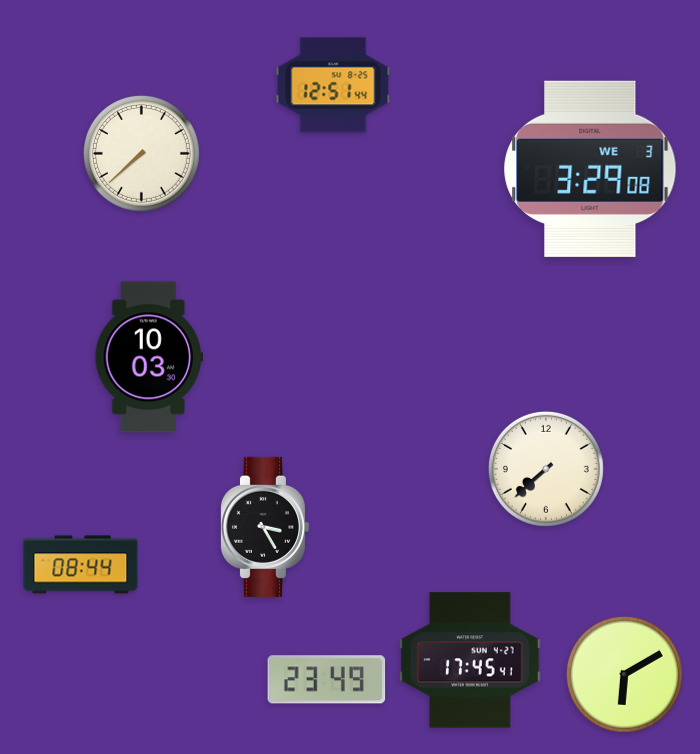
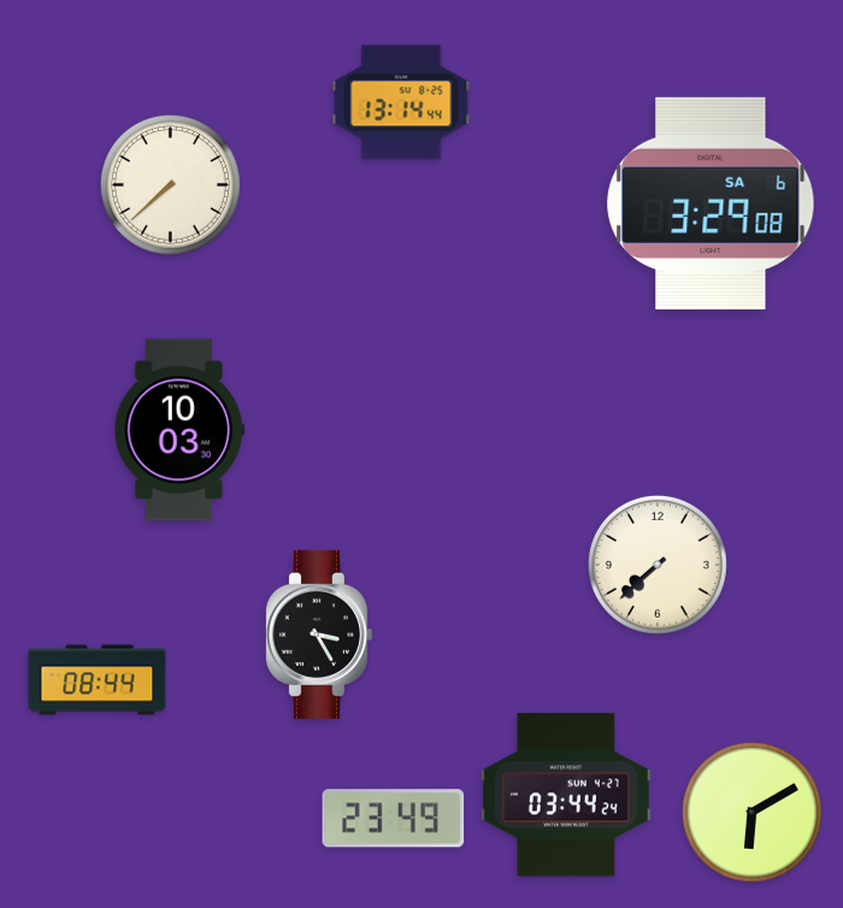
clock at (333, 85): 12:51 -> 13:14
clock at (590, 169) date: WE 3 -> SA 6
clock at (470, 660): 17:45 -> 03:44
